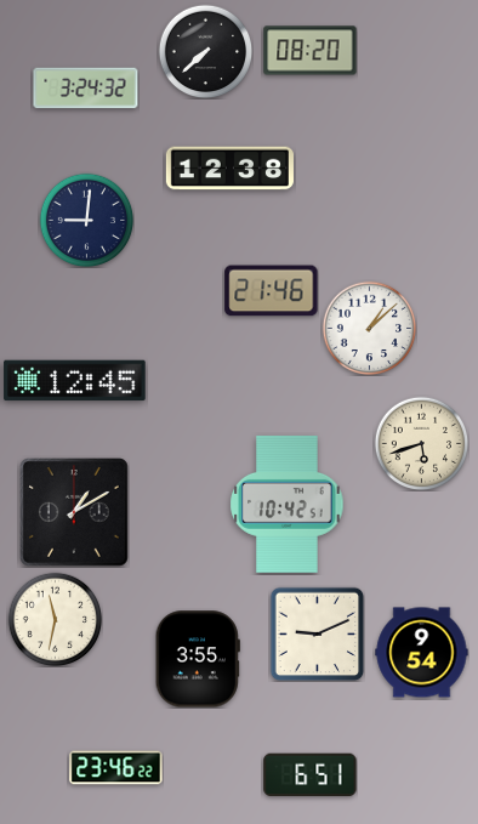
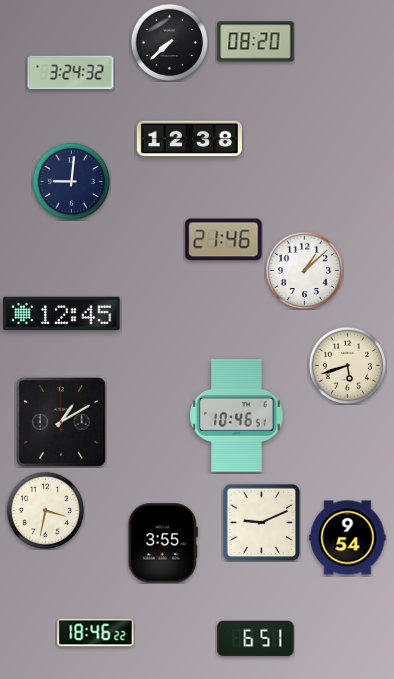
clock at (288, 504): 10:42 -> 10:46
clock at (55, 619): 11:32 -> 3:32
clock at (116, 768): 23:46 -> 18:46
